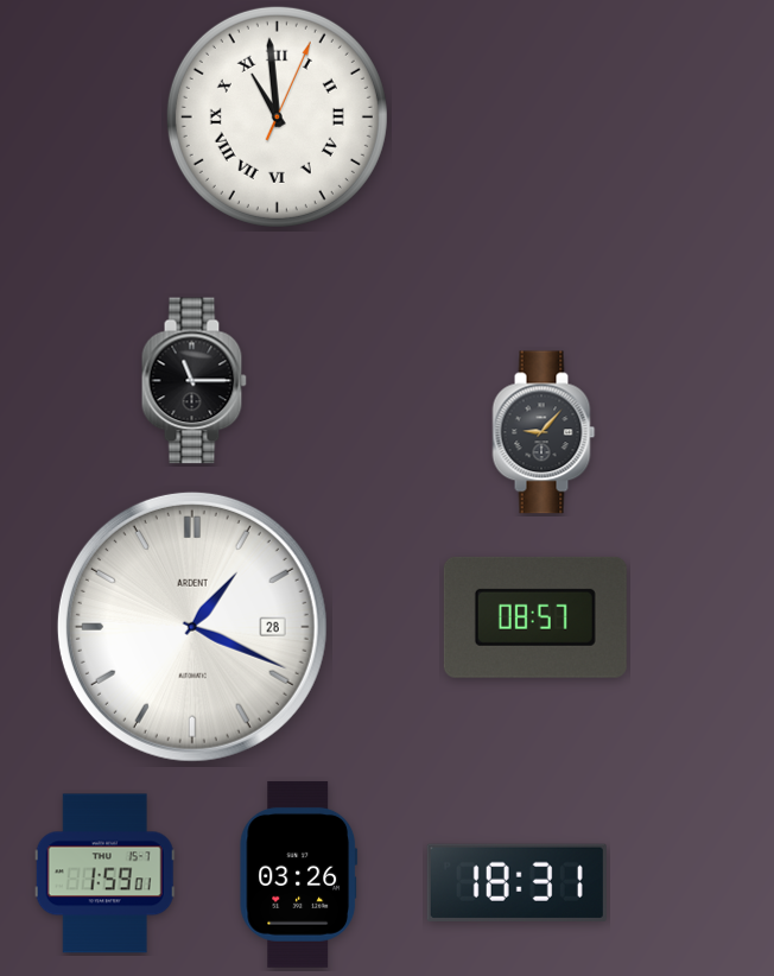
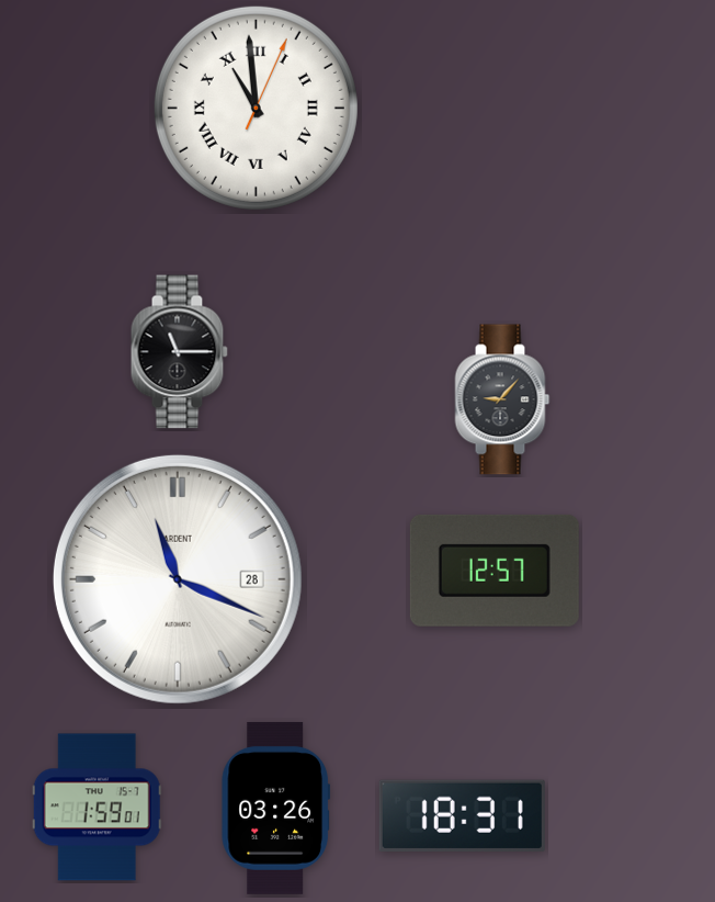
clock at (535, 617): 08:57 -> 12:57
clock at (192, 627): 1:19 -> 11:19
clock at (516, 882) position: (516, 882) -> (462, 815)
